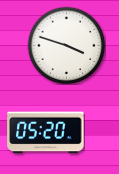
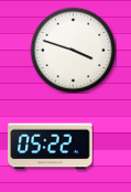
clock at (46, 133): 05:20 -> 05:22
